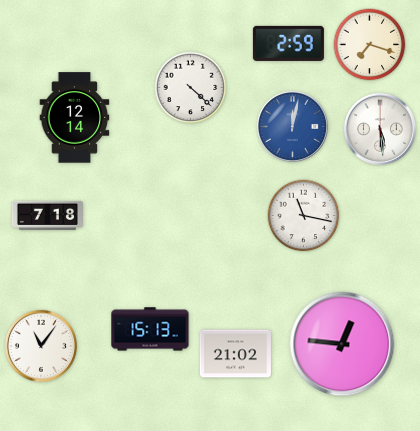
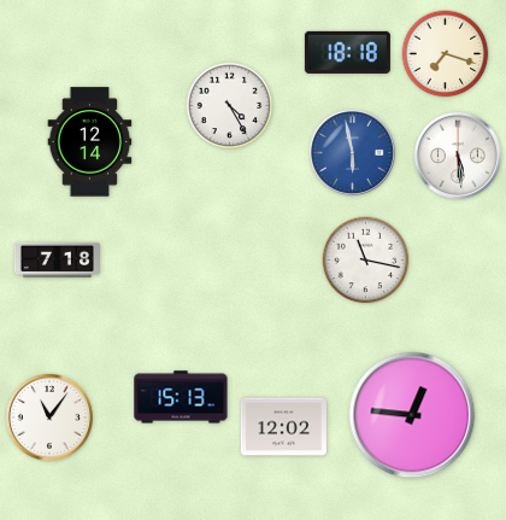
clock at (288, 43): 2:59 -> 18:18
clock at (191, 88): 4:22 -> 4:25
clock at (292, 126): 12:02 -> 5:58
clock at (235, 354): 21:02 -> 12:02
